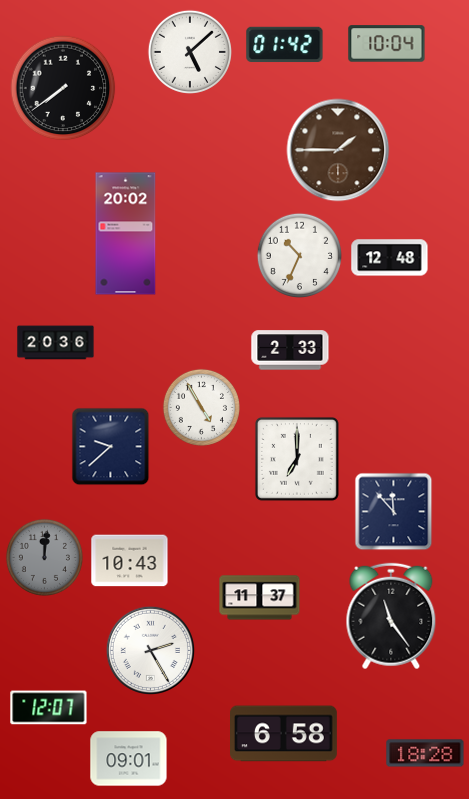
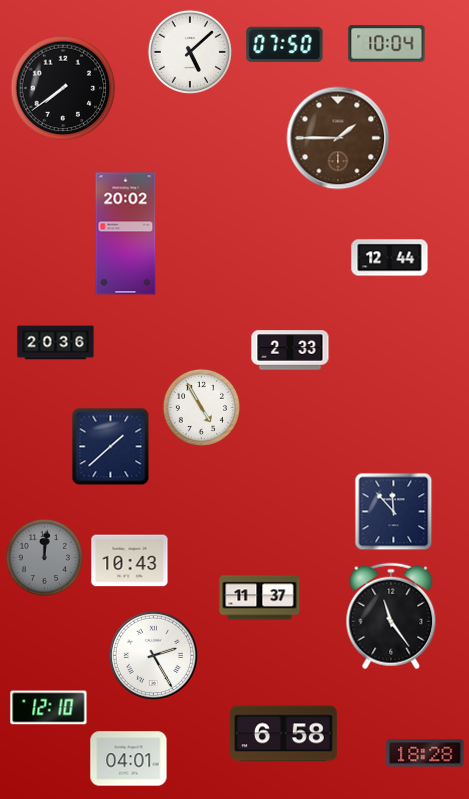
clock at (285, 45): 01:42 -> 07:50
clock at (338, 150) position: (338, 150) -> (338, 138)
clock at (299, 255): 10:34 -> none
clock at (390, 258): 12:48 -> 12:44
clock at (110, 446): 9:38 -> 1:38
clock at (297, 459): 7:00 -> none
clock at (150, 650) position: (150, 650) -> (153, 655)
clock at (49, 708): 12:07 -> 12:10
clock at (129, 759): 09:01 -> 04:01
